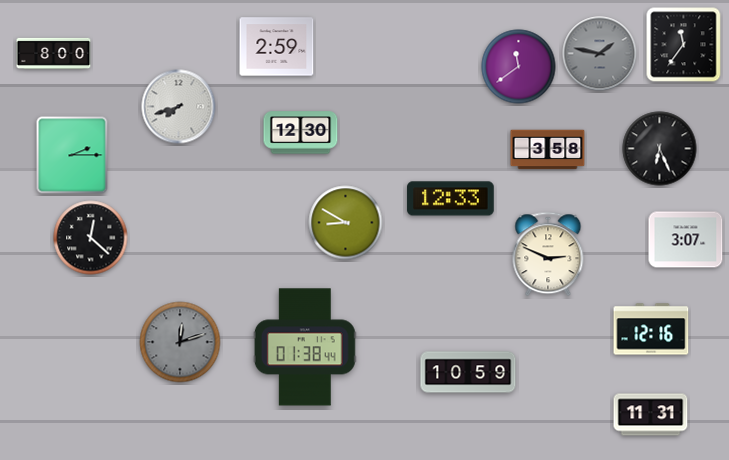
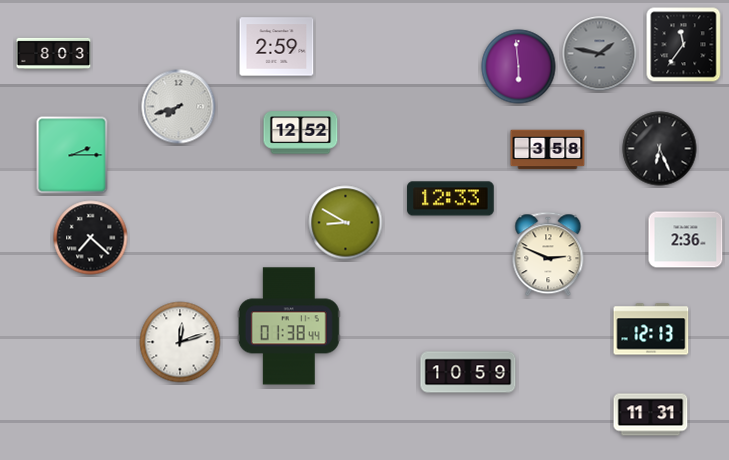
clock at (54, 53): 8:00 -> 8:03
clock at (519, 67): 11:39 -> 5:59
clock at (301, 133): 12:30 -> 12:52
clock at (91, 238): 12:22 -> 7:22
clock at (686, 240): 3:07 -> 2:36
clock at (651, 329): 12:16 -> 12:13
clock at (180, 342) dial: grey -> white
clock at (305, 347) position: (305, 347) -> (289, 326)
